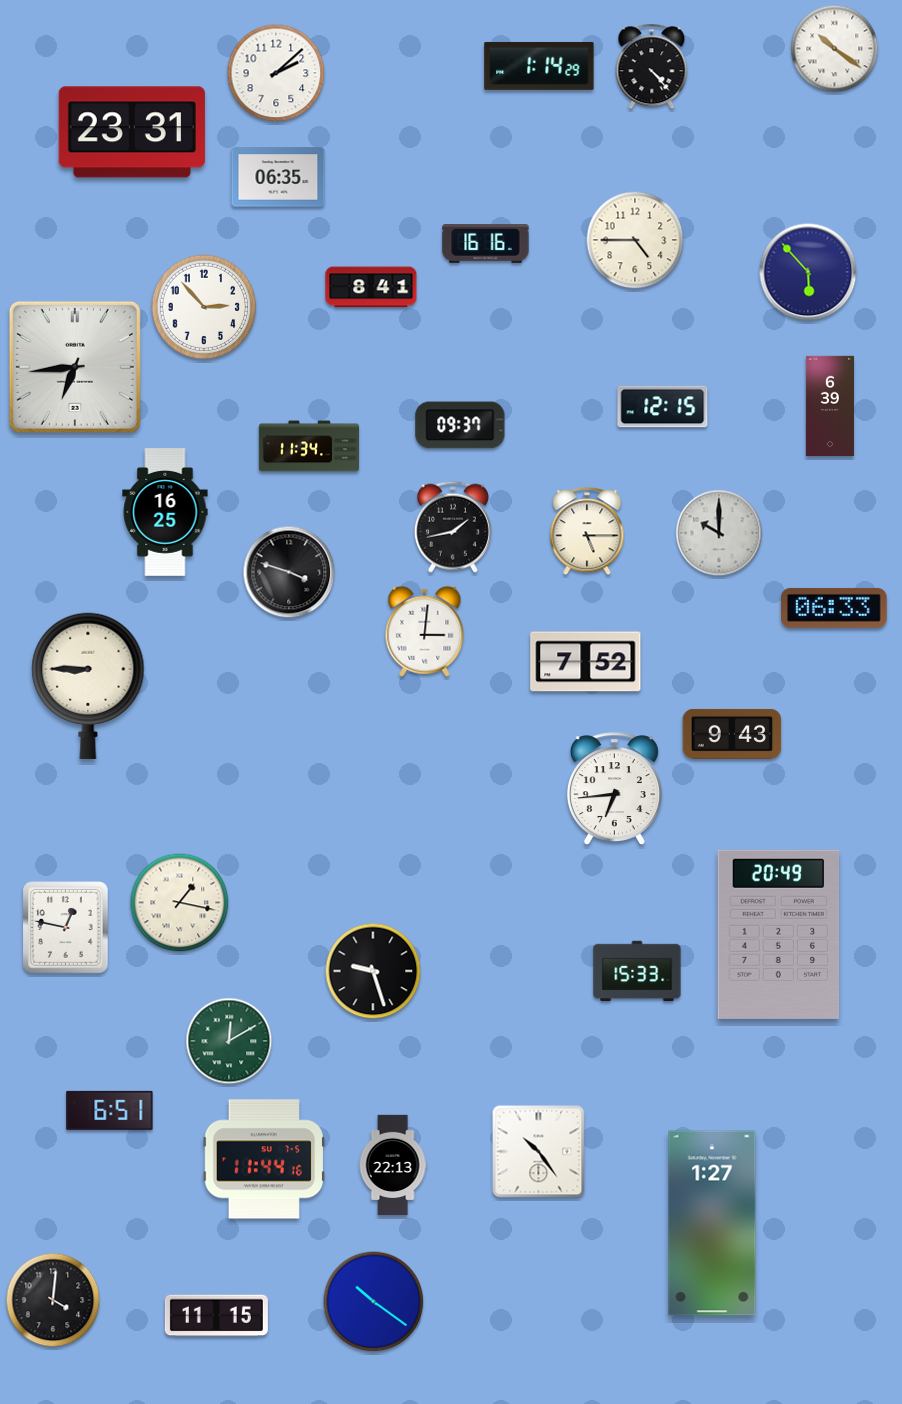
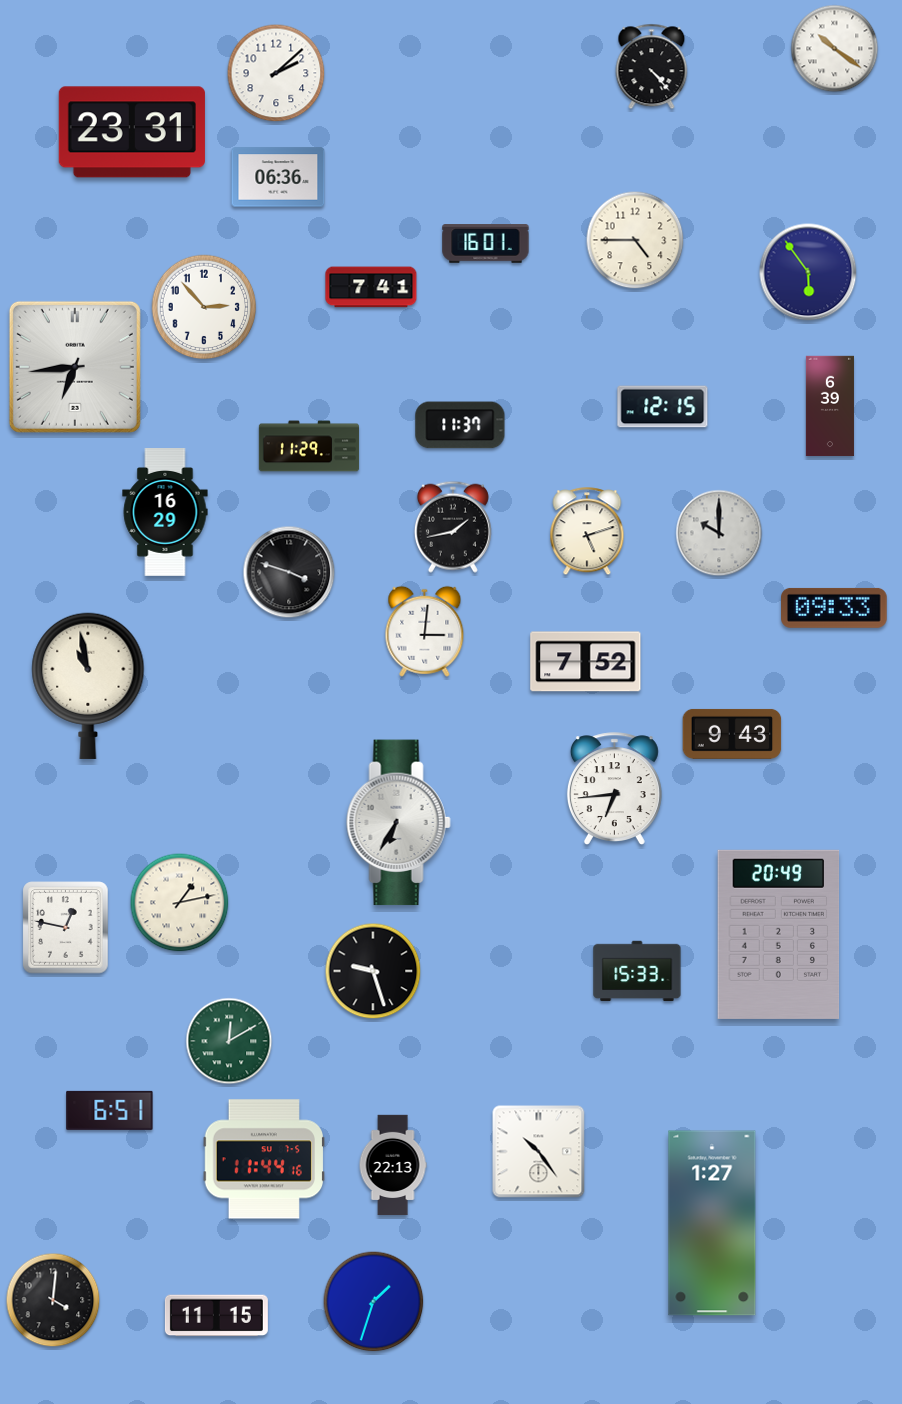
clock at (539, 66): 1:14 -> none
clock at (278, 177): 06:35 -> 06:36
clock at (486, 244): 16:16 -> 16:01
clock at (808, 272): 5:53 -> 5:54
clock at (371, 287): 8:41 -> 7:41
clock at (460, 425): 09:37 -> 11:37
clock at (309, 446): 11:34 -> 11:29
clock at (165, 512): 16:25 -> 16:29
clock at (587, 532): 5:15 -> 5:12
clock at (835, 608): 06:33 -> 09:33
clock at (88, 686): 8:45 -> 10:58
clock at (398, 823): none -> 6:35
clock at (180, 903): 1:17 -> 1:13
clock at (374, 1302): 10:21 -> 1:33
